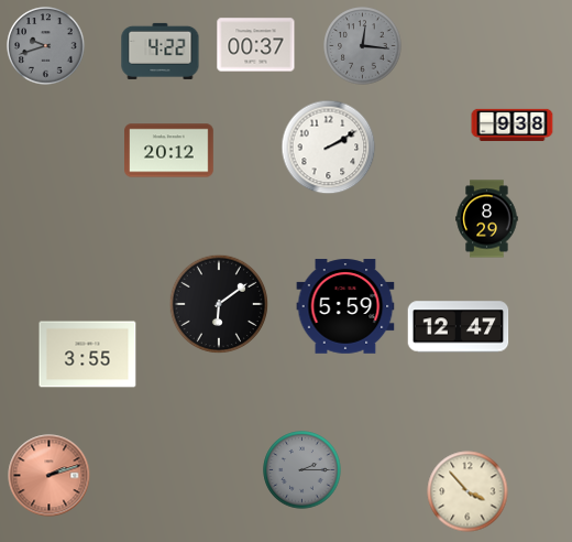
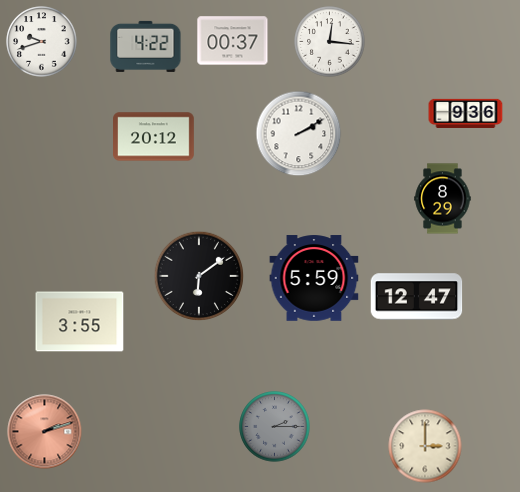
clock at (46, 46) dial: grey -> white
clock at (363, 46) dial: grey -> white
clock at (513, 124): 9:38 -> 9:36
clock at (468, 491): 3:53 -> 3:00
